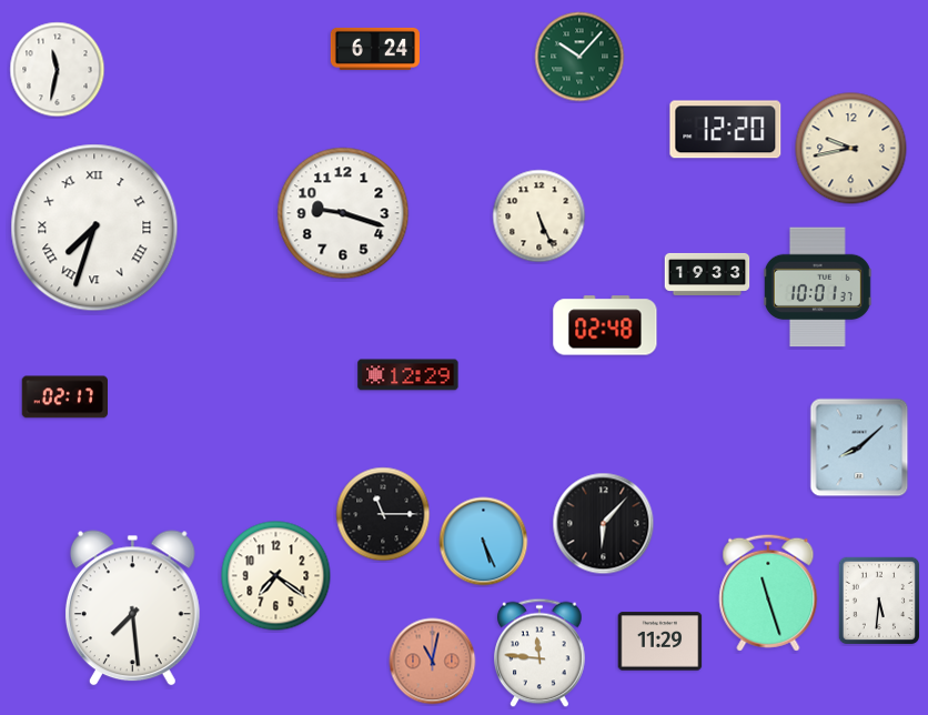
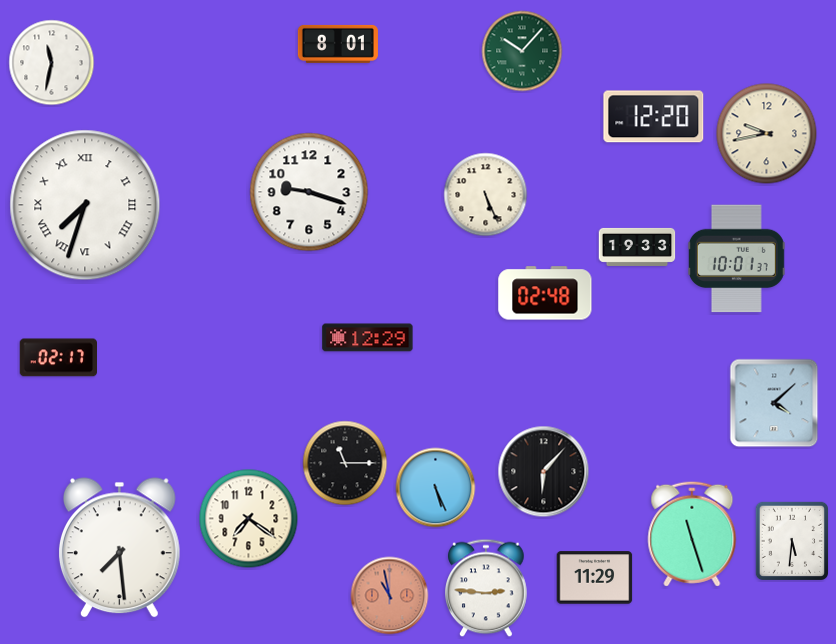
clock at (375, 49): 6:24 -> 8:01
clock at (859, 447): 8:08 -> 4:08
clock at (539, 653): 11:46 -> 2:46
clock at (433, 662): 11:02 -> 10:58
